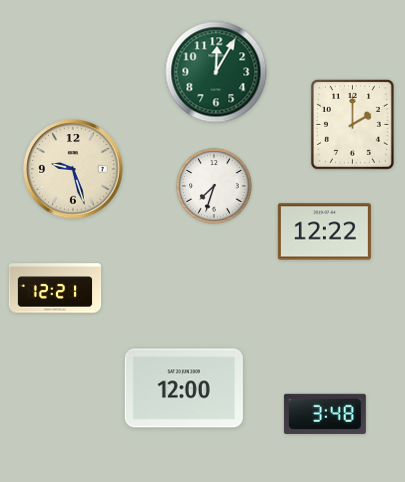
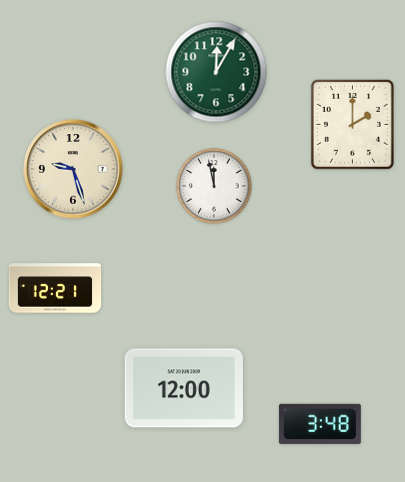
clock at (214, 186): 7:33 -> 11:58
clock at (324, 232): 12:22 -> none
clock at (325, 414) position: (325, 414) -> (320, 424)
